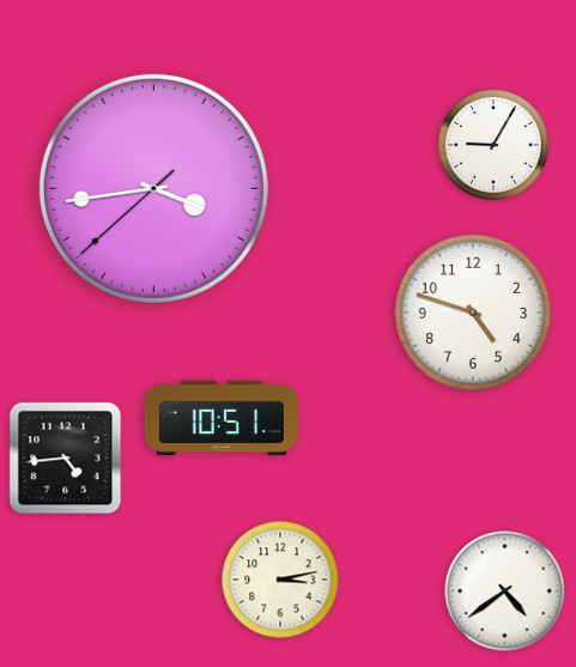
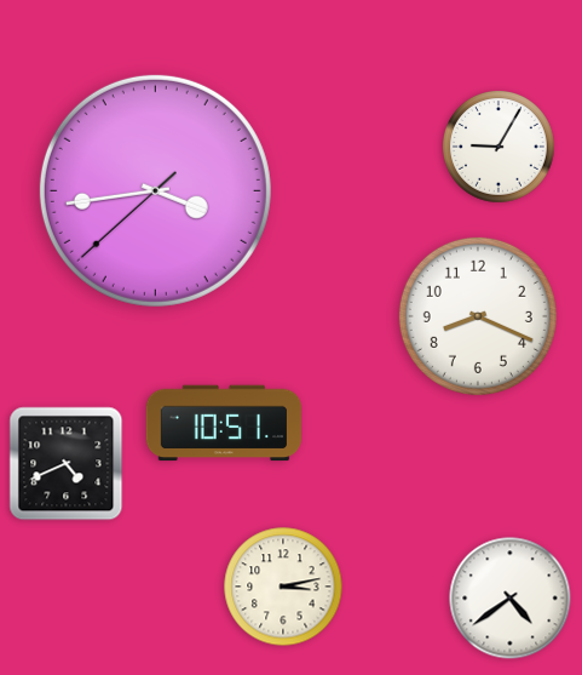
clock at (473, 313): 4:48 -> 8:19
clock at (66, 459): 4:44 -> 4:41
